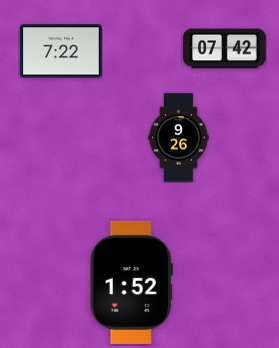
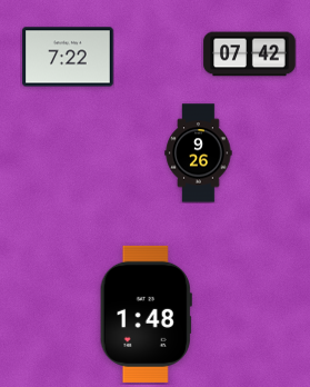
clock at (131, 282): 1:52 -> 1:48
